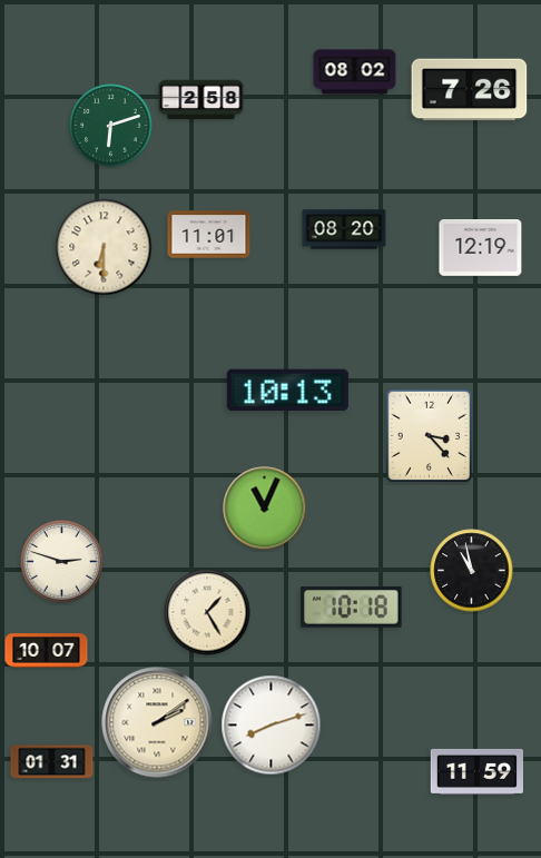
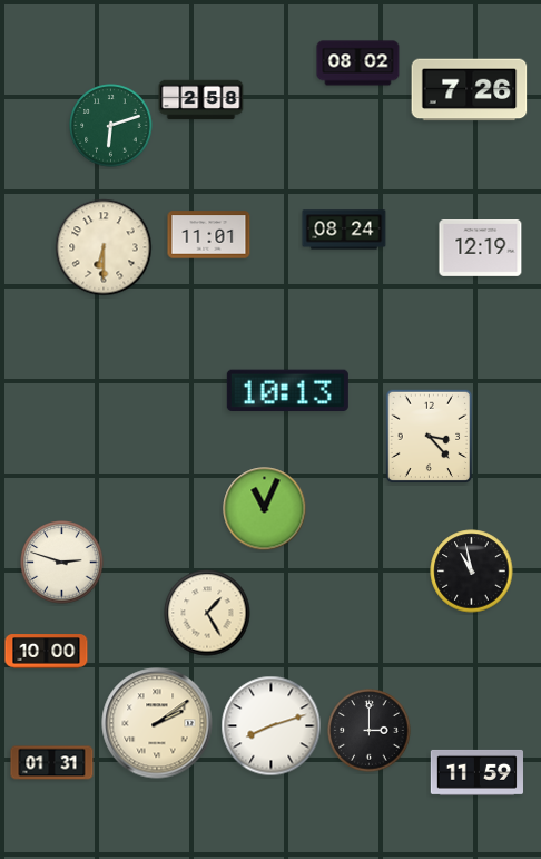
clock at (355, 72) position: (355, 72) -> (358, 64)
clock at (344, 229): 08:20 -> 08:24
clock at (352, 608): 10:18 -> none
clock at (47, 651): 10:07 -> 10:00
clock at (370, 731): none -> 3:00
